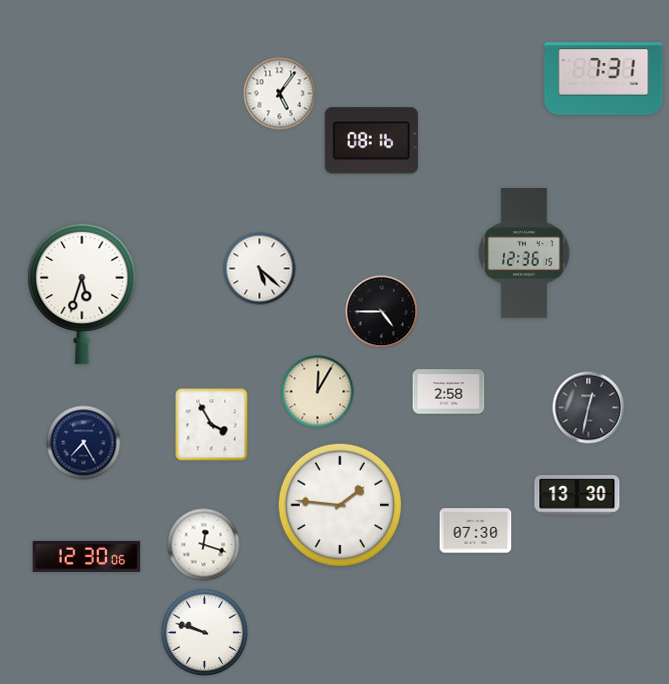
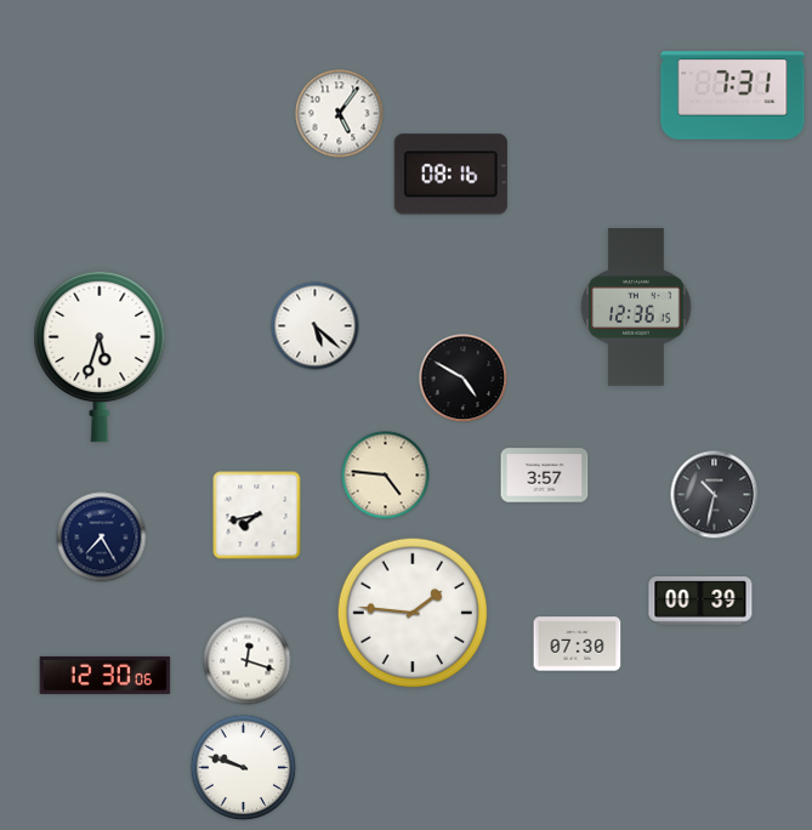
clock at (371, 141) position: (371, 141) -> (450, 175)
clock at (382, 312): 4:45 -> 4:50
clock at (318, 392): 12:05 -> 4:46
clock at (449, 392): 2:58 -> 3:57
clock at (589, 408): 12:32 -> 10:32
clock at (212, 425): 3:55 -> 7:43
clock at (577, 495): 13:30 -> 00:39
clock at (205, 633) position: (205, 633) -> (244, 768)
